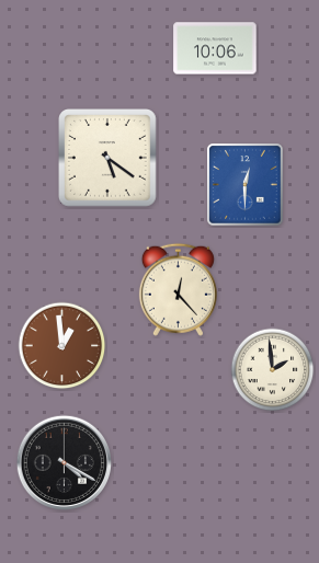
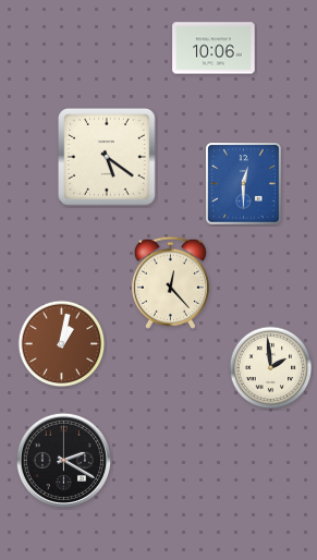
clock at (178, 289) position: (178, 289) -> (170, 282)
clock at (62, 346): 12:59 -> 1:02
clock at (64, 462): 4:20 -> 2:20
